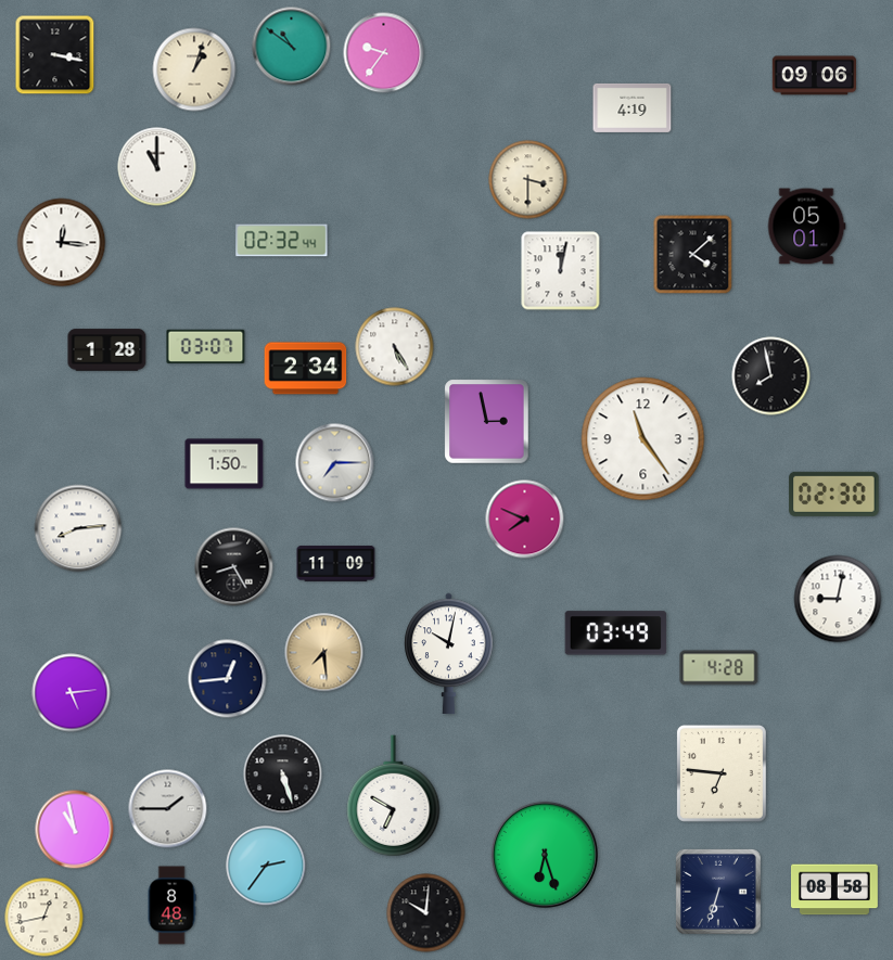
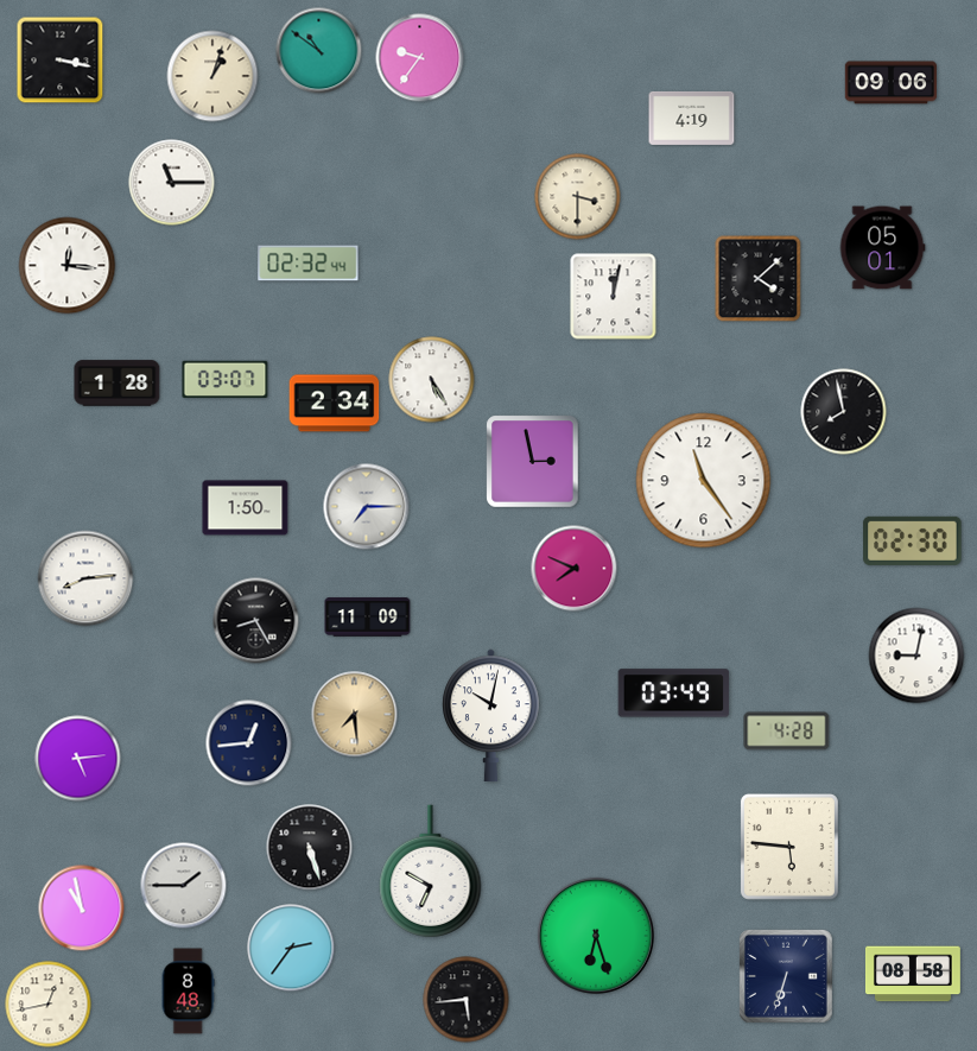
clock at (157, 167): 11:00 -> 11:15
clock at (722, 773): 6:46 -> 5:46
clock at (426, 913): 10:01 -> 5:44
